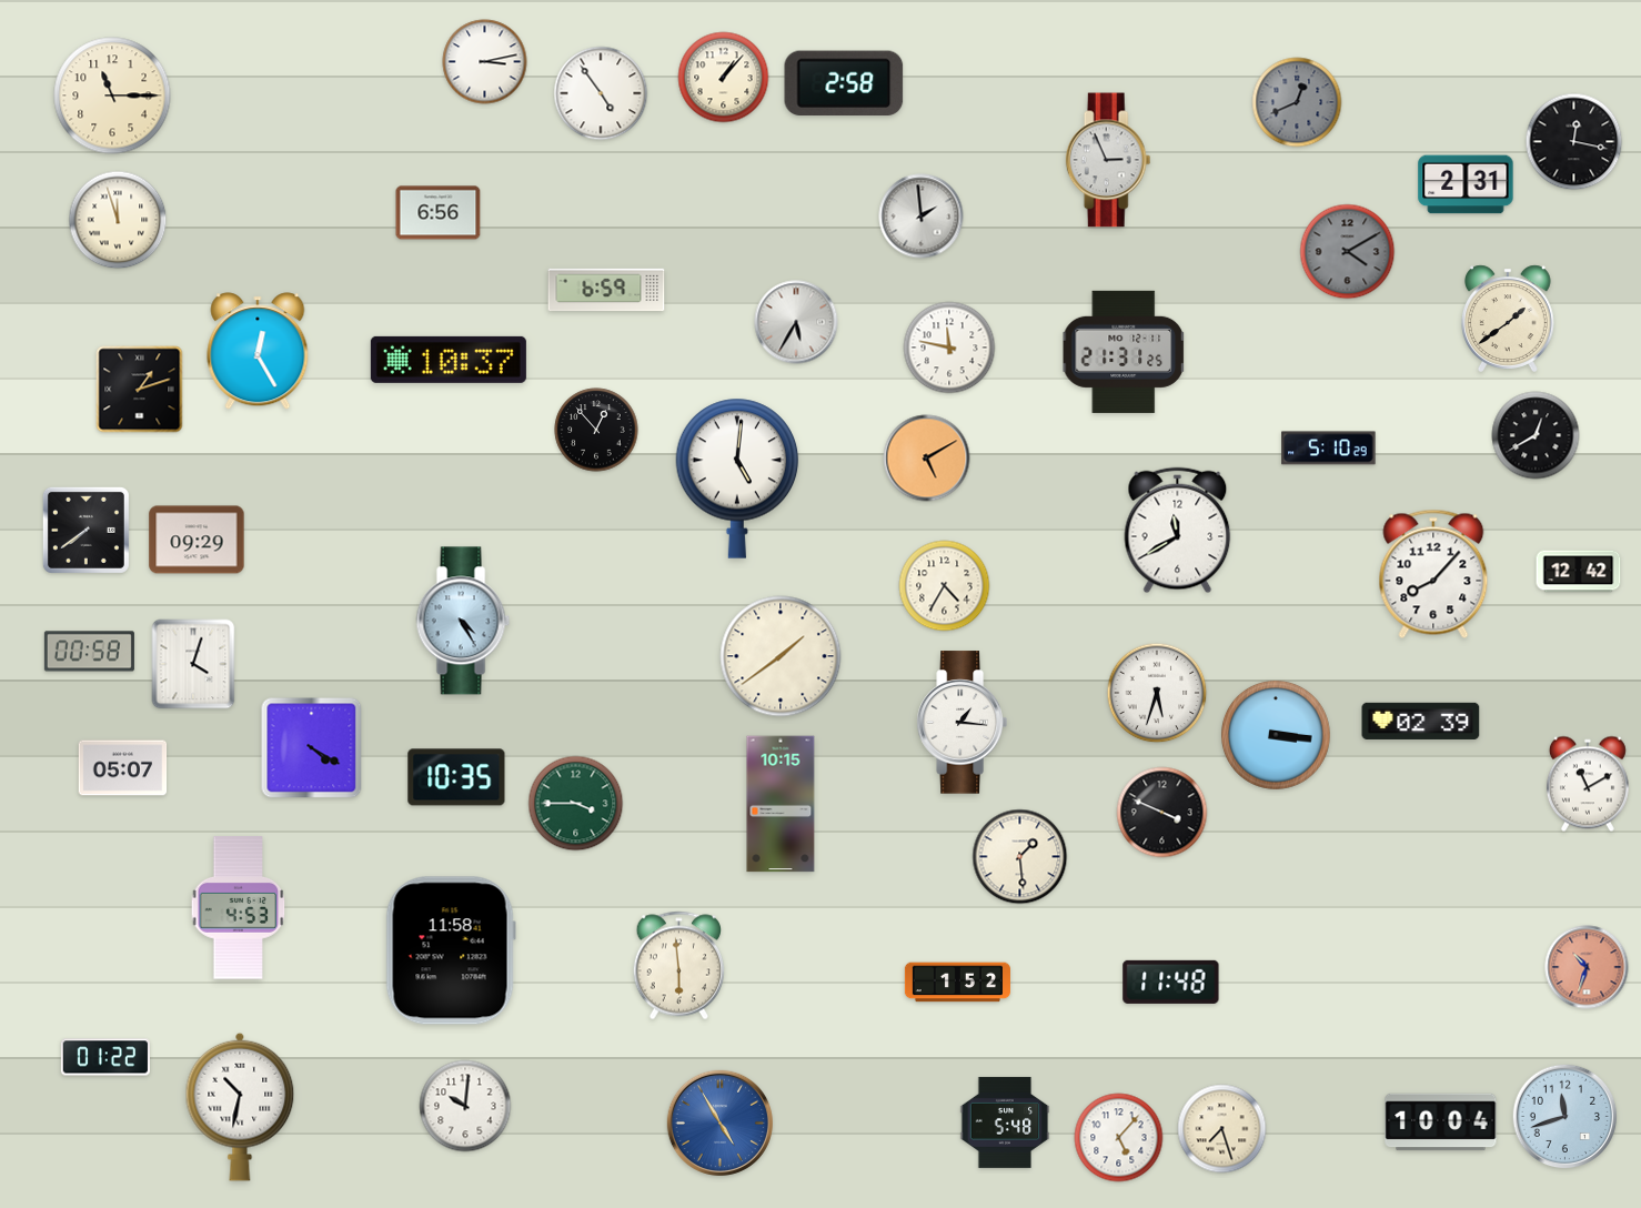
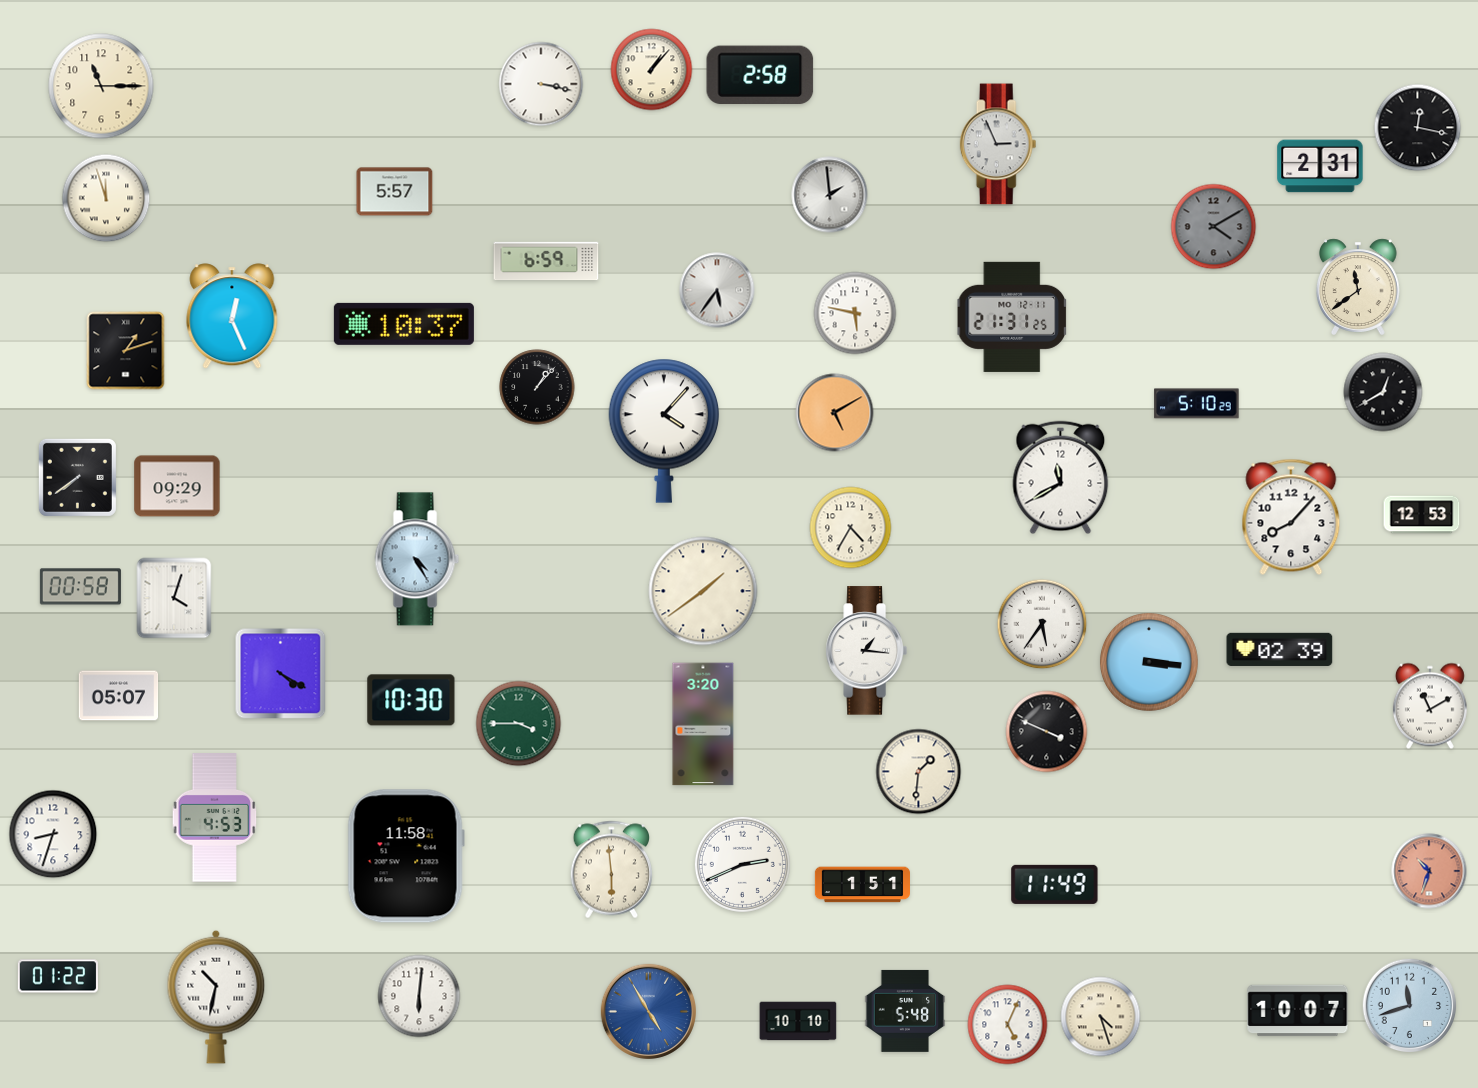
clock at (485, 62): 3:13 -> none
clock at (601, 93): 4:54 -> 3:17
clock at (1297, 102): 12:41 -> none
clock at (439, 213): 6:56 -> 5:57
clock at (1508, 319): 1:39 -> 11:39
clock at (796, 322): 5:35 -> 5:36
clock at (949, 348): 11:47 -> 5:47
clock at (258, 351): 12:25 -> 12:26
clock at (596, 430): 12:53 -> 1:07
clock at (737, 479): 5:01 -> 4:07
clock at (1579, 572): 12:42 -> 12:53
clock at (1157, 693): 5:33 -> 5:36
clock at (123, 768) position: (123, 768) -> (119, 696)
clock at (456, 777): 10:35 -> 10:30
clock at (781, 804): 10:15 -> 3:20
clock at (1020, 857): 1:29 -> 1:31
clock at (53, 834): none -> 8:33
clock at (742, 864): none -> 2:41
clock at (1171, 981): 11:48 -> 11:49
clock at (957, 983): 1:52 -> 1:51
clock at (104, 1057) position: (104, 1057) -> (57, 976)
clock at (465, 1106): 10:01 -> 6:01
clock at (1441, 1123): 10:04 -> 10:07
clock at (1222, 1129): 7:27 -> 4:27
clock at (798, 1021): none -> 10:10
clock at (1119, 1138): 5:07 -> 5:04
